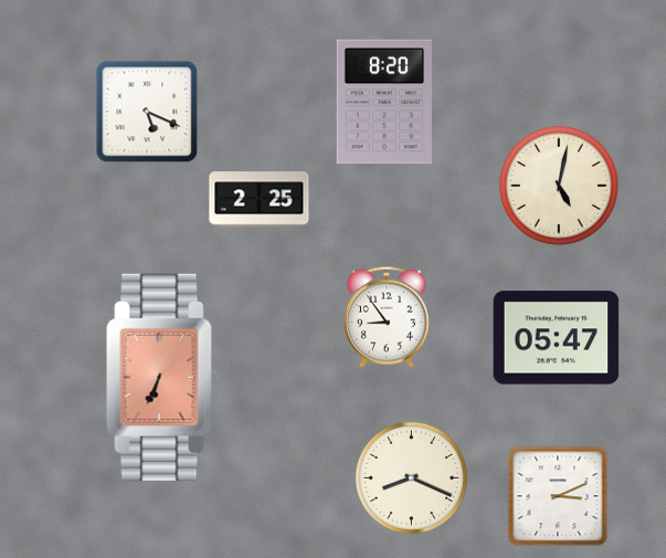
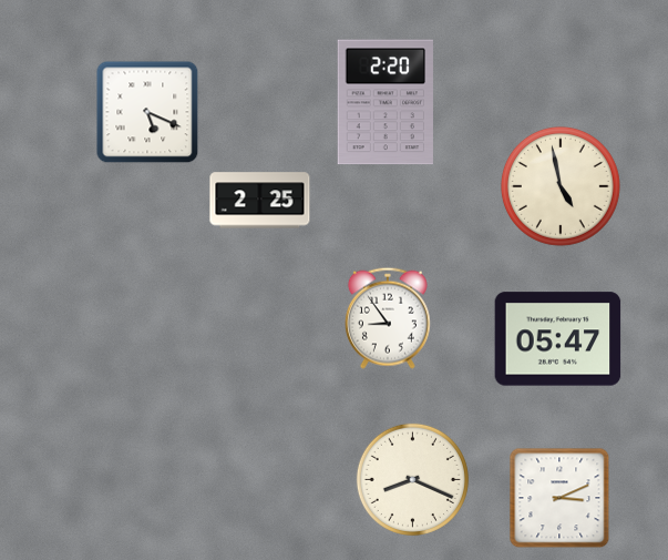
clock at (383, 102): 8:20 -> 2:20
clock at (559, 186): 5:02 -> 4:58
clock at (162, 377): 6:34 -> none
